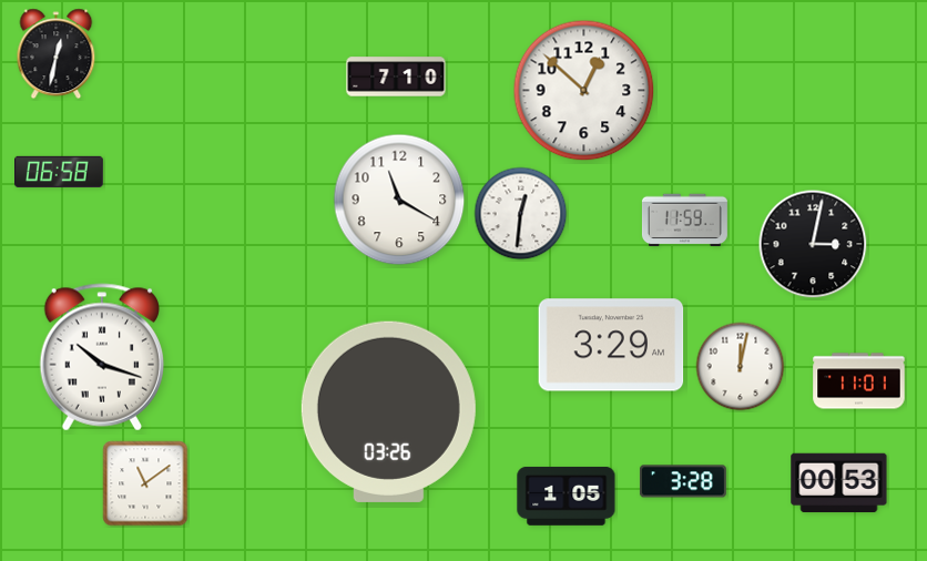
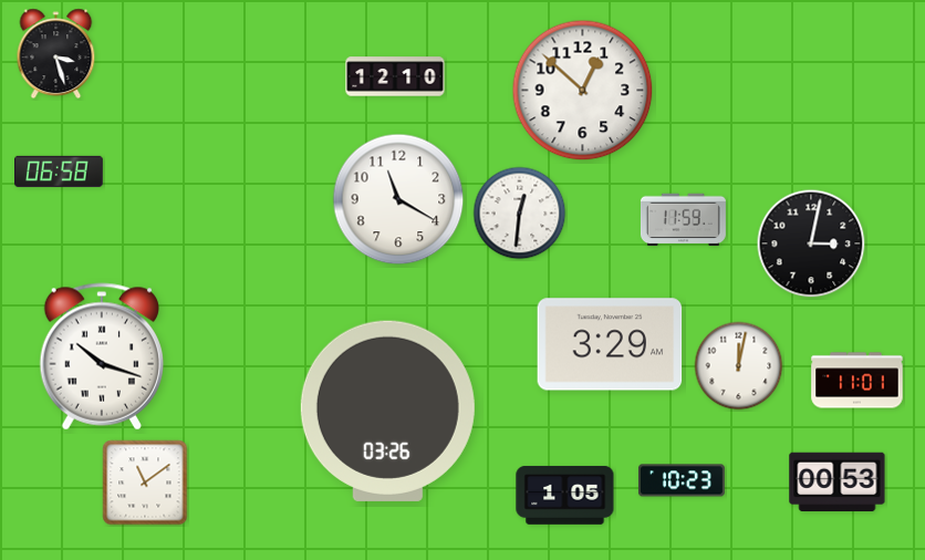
clock at (57, 54): 12:32 -> 3:27
clock at (396, 76): 7:10 -> 12:10
clock at (683, 481): 3:28 -> 10:23
